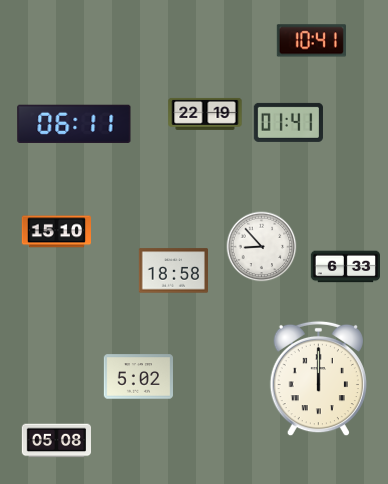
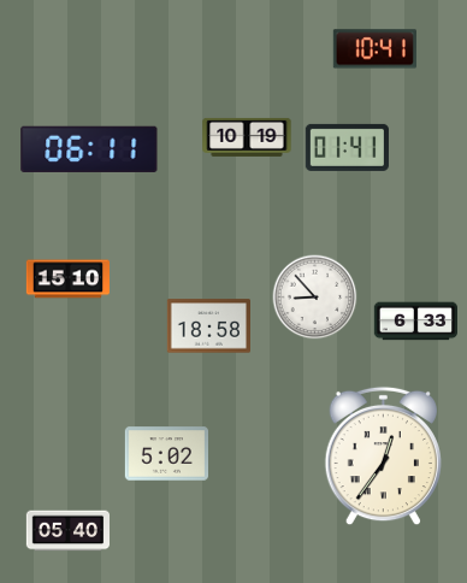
clock at (205, 114): 22:19 -> 10:19
clock at (318, 379): 12:00 -> 12:36
clock at (56, 441): 05:08 -> 05:40
